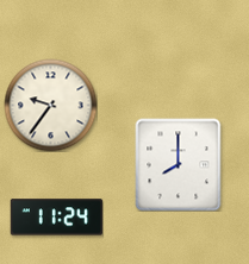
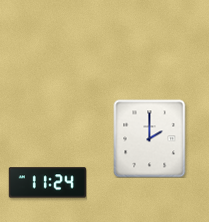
clock at (50, 105): 9:36 -> none
clock at (179, 164): 8:00 -> 2:00
